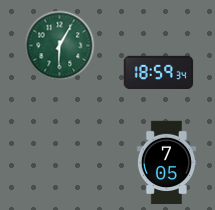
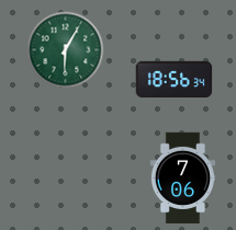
clock at (159, 73): 18:59 -> 18:56
clock at (166, 163): 7:05 -> 7:06
